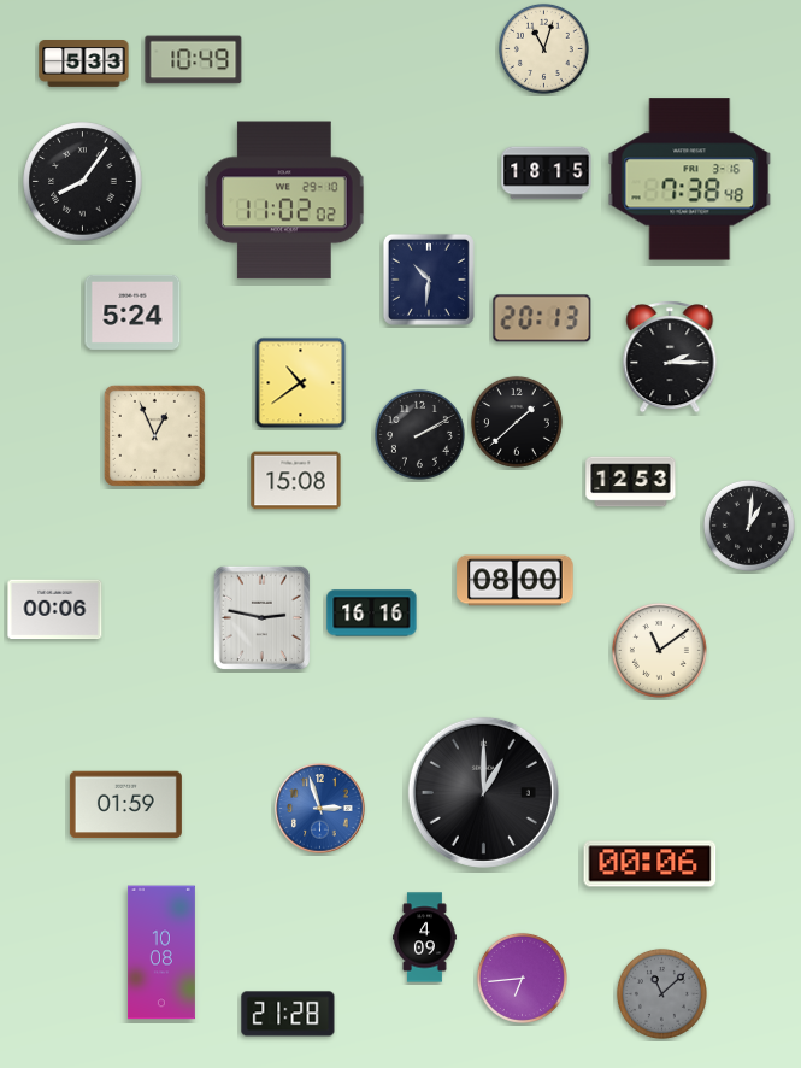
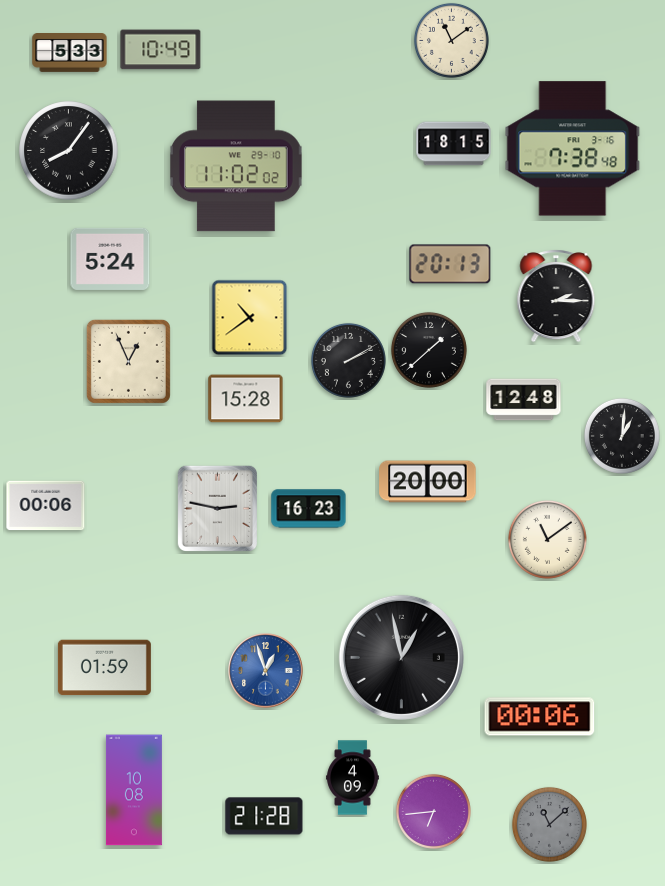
clock at (543, 48): 11:03 -> 11:09
clock at (429, 280): 10:31 -> none
clock at (296, 481): 15:08 -> 15:28
clock at (631, 482): 12:53 -> 12:48
clock at (516, 581): 08:00 -> 20:00
clock at (372, 614): 16:16 -> 16:23
clock at (261, 618) position: (261, 618) -> (217, 509)
clock at (483, 792): 1:00 -> 12:58
clock at (320, 809): 2:57 -> 12:57
clock at (288, 1014) position: (288, 1014) -> (264, 816)
